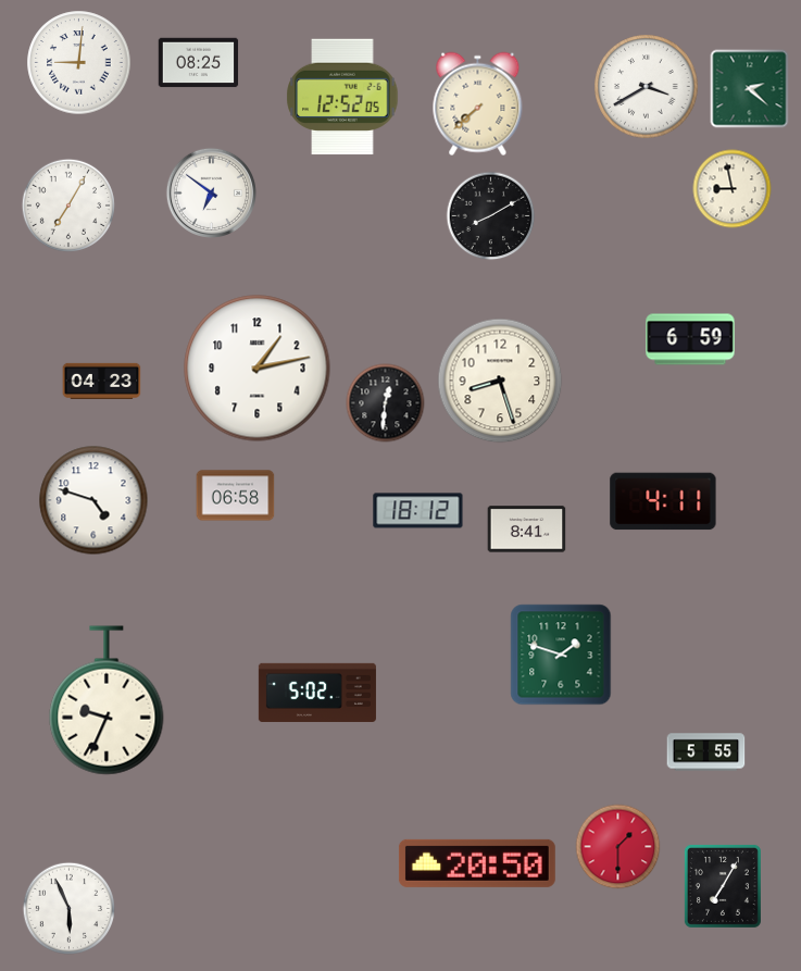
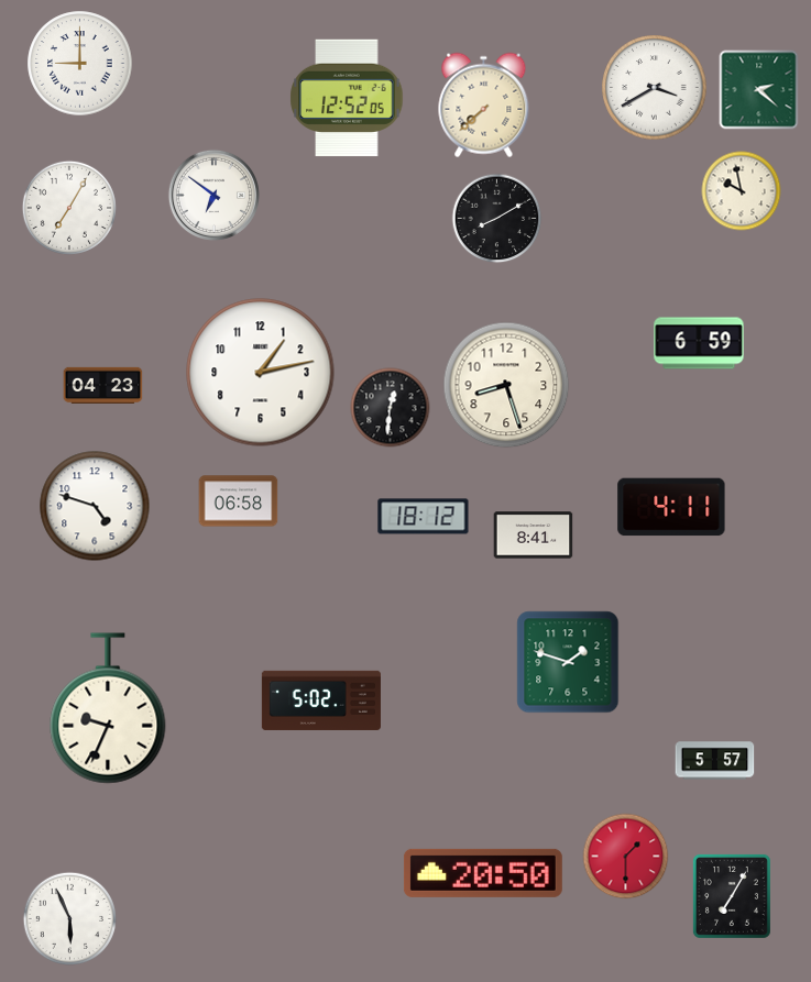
clock at (79, 63): 9:01 -> 9:00
clock at (199, 63): 08:25 -> none
clock at (733, 189): 8:58 -> 9:58
clock at (706, 752): 5:55 -> 5:57
